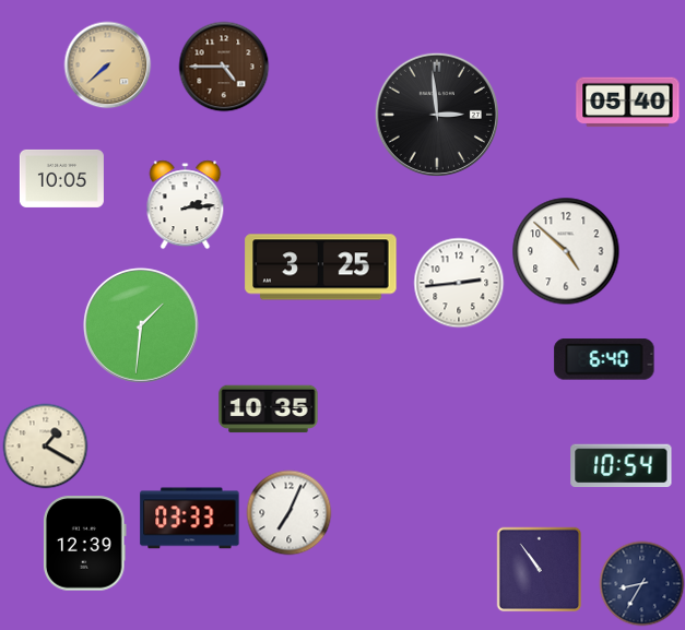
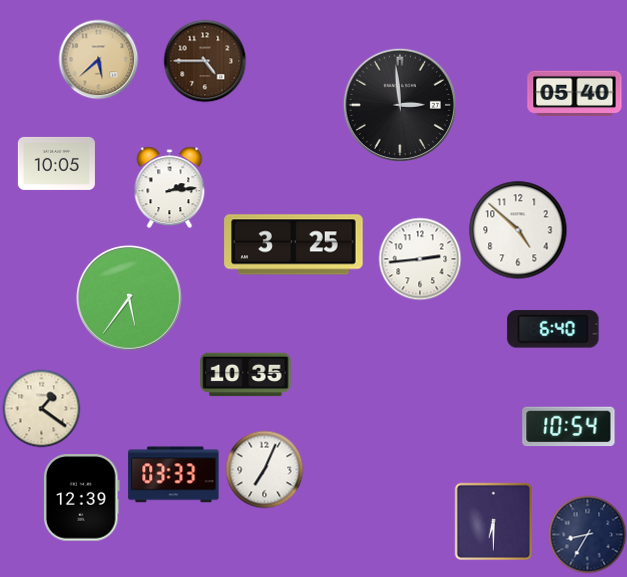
clock at (107, 64): 7:38 -> 5:38
clock at (141, 325): 1:31 -> 5:36
clock at (45, 445): 1:20 -> 1:21
clock at (85, 544) position: (85, 544) -> (82, 498)
clock at (539, 569): 10:54 -> 6:30
